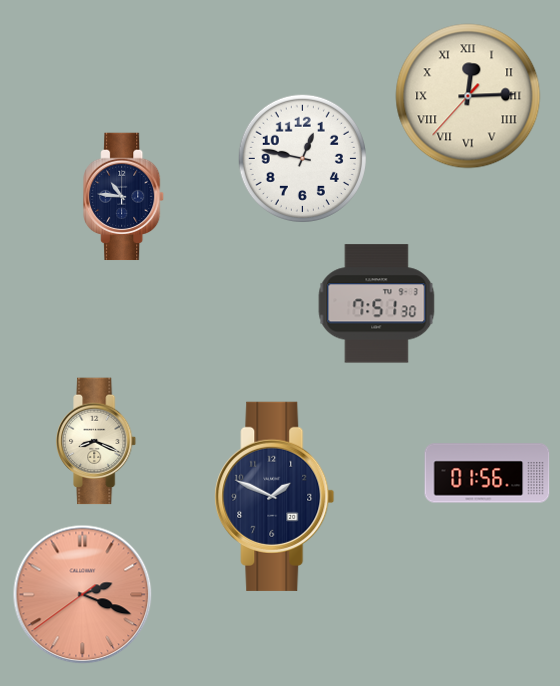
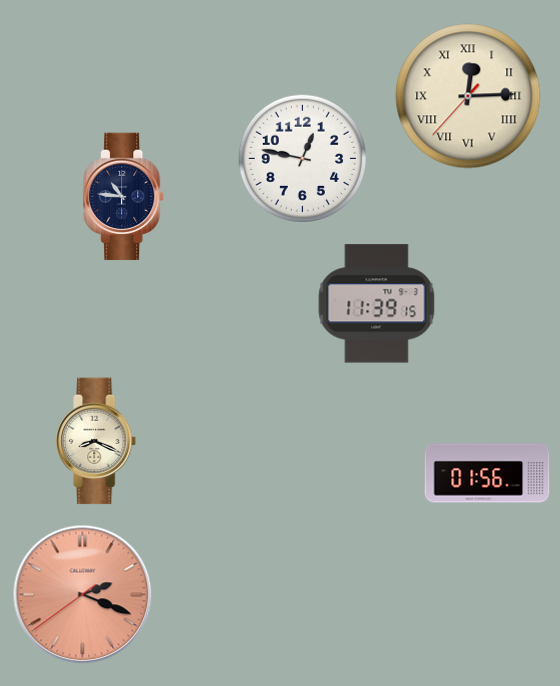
clock at (377, 304): 7:51 -> 11:39
clock at (275, 496): 1:49 -> none
